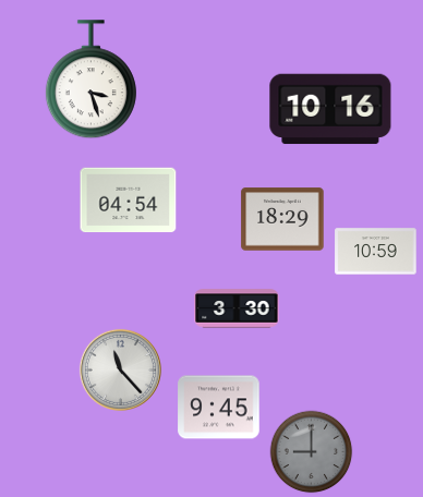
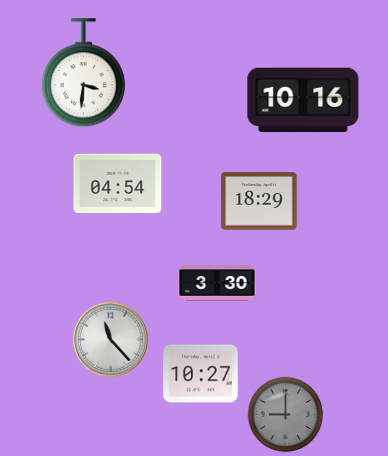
clock at (90, 80): 3:27 -> 3:31
clock at (376, 252): 10:59 -> none
clock at (219, 408): 9:45 -> 10:27
